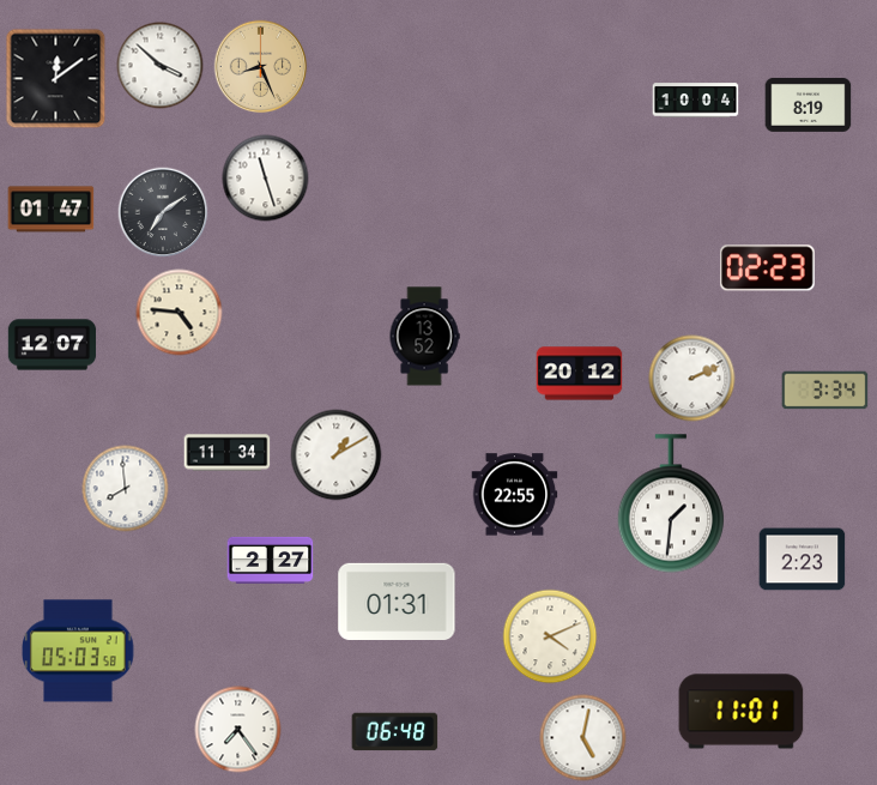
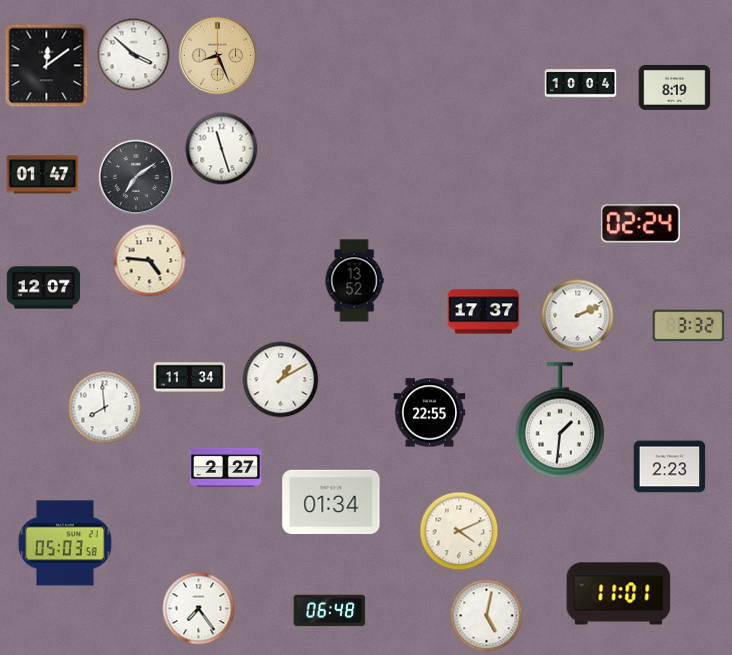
clock at (768, 268): 02:23 -> 02:24
clock at (580, 374): 20:12 -> 17:37
clock at (825, 391): 3:34 -> 3:32
clock at (397, 600): 01:31 -> 01:34
